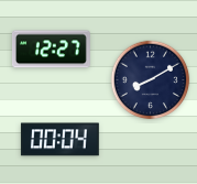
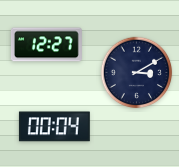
clock at (151, 80): 8:10 -> 3:10
